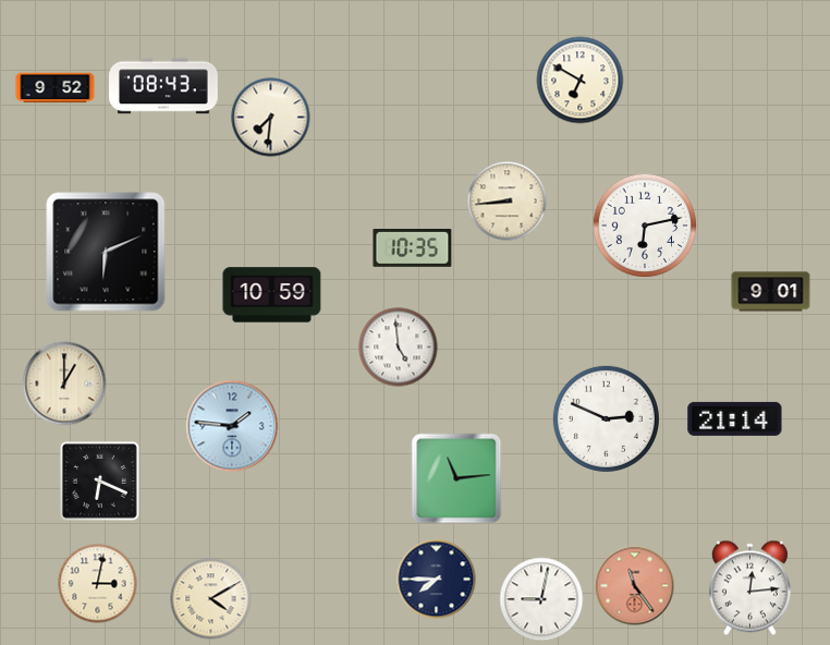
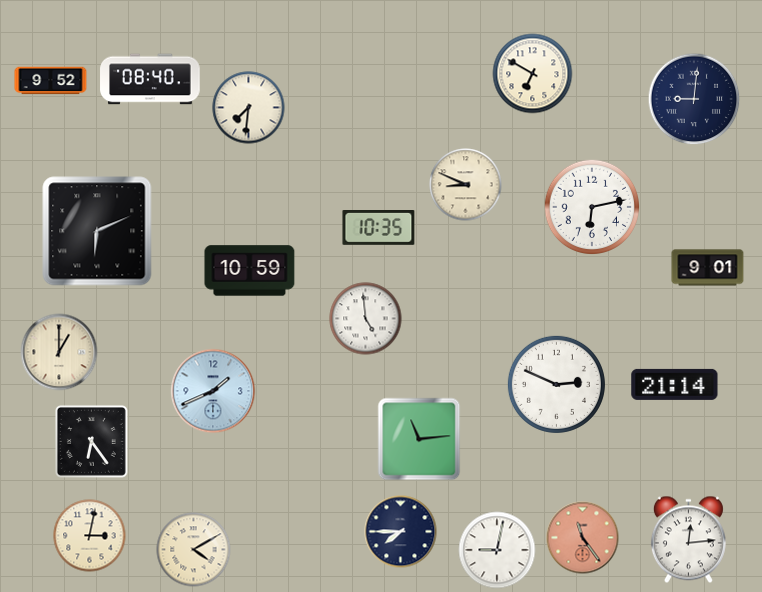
clock at (163, 86): 08:43 -> 08:40
clock at (694, 99): none -> 9:01
clock at (508, 202): 8:44 -> 8:49
clock at (232, 426): 1:46 -> 1:41
clock at (99, 480): 6:19 -> 6:24
